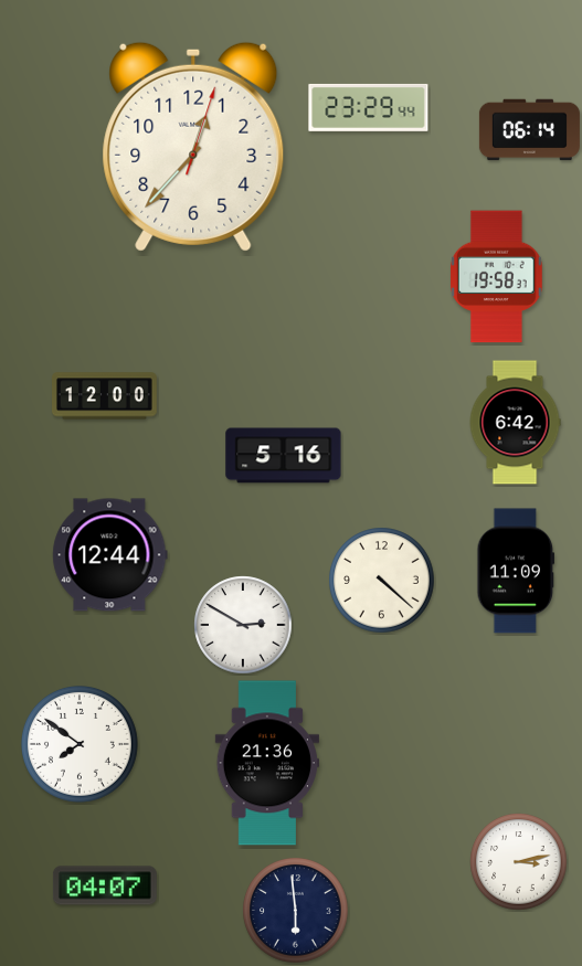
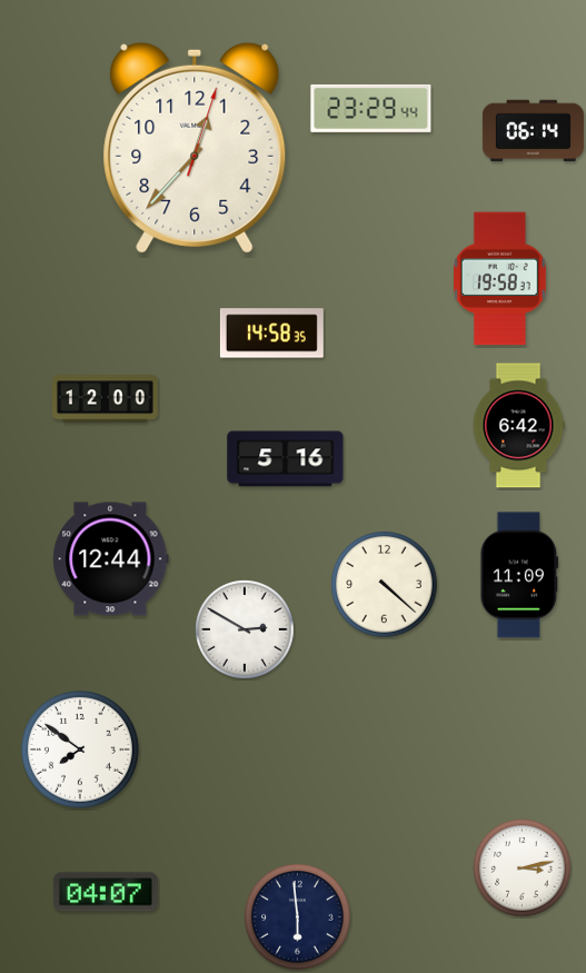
clock at (271, 334): none -> 14:58
clock at (266, 763): 21:36 -> none
